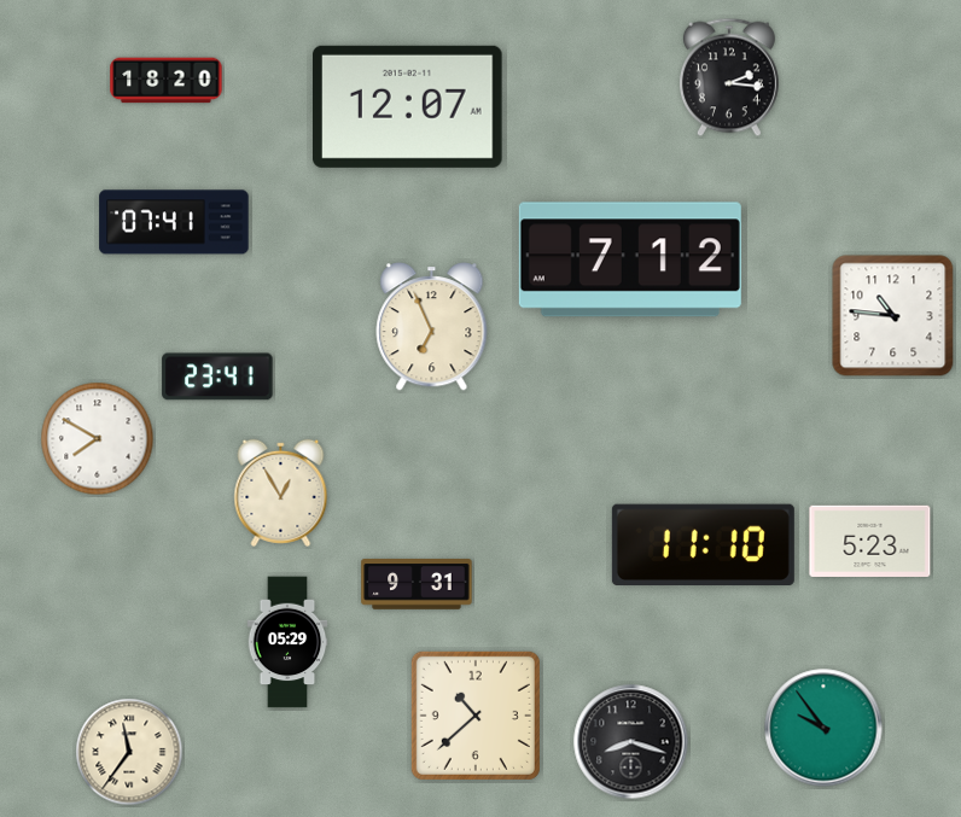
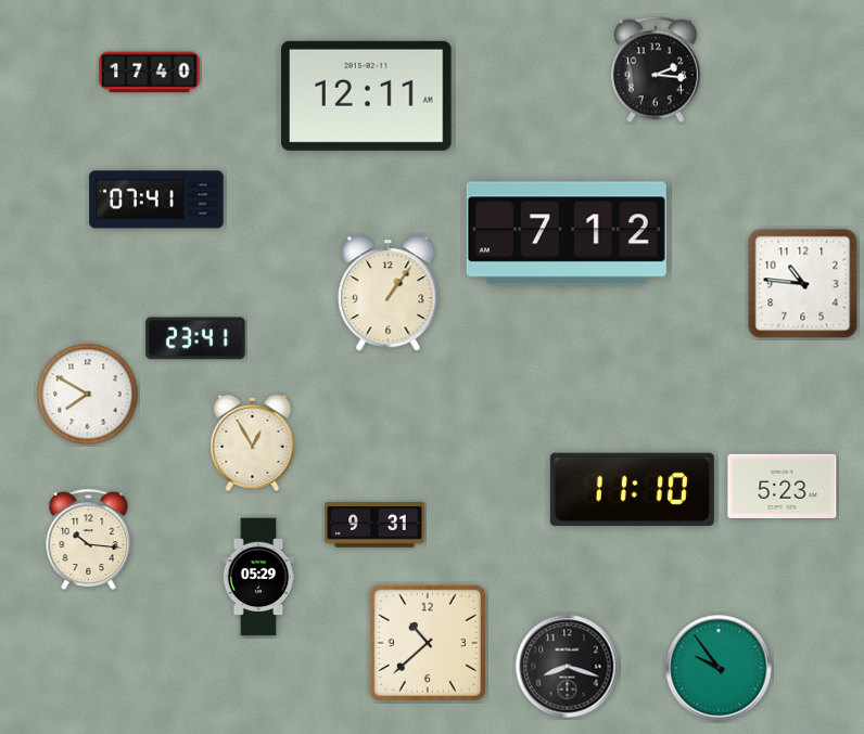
clock at (167, 81): 18:20 -> 17:40
clock at (408, 106): 12:07 -> 12:11
clock at (432, 327): 6:56 -> 1:06
clock at (89, 539): none -> 10:16
clock at (823, 728) position: (823, 728) -> (719, 668)
clock at (129, 752): 11:36 -> none
